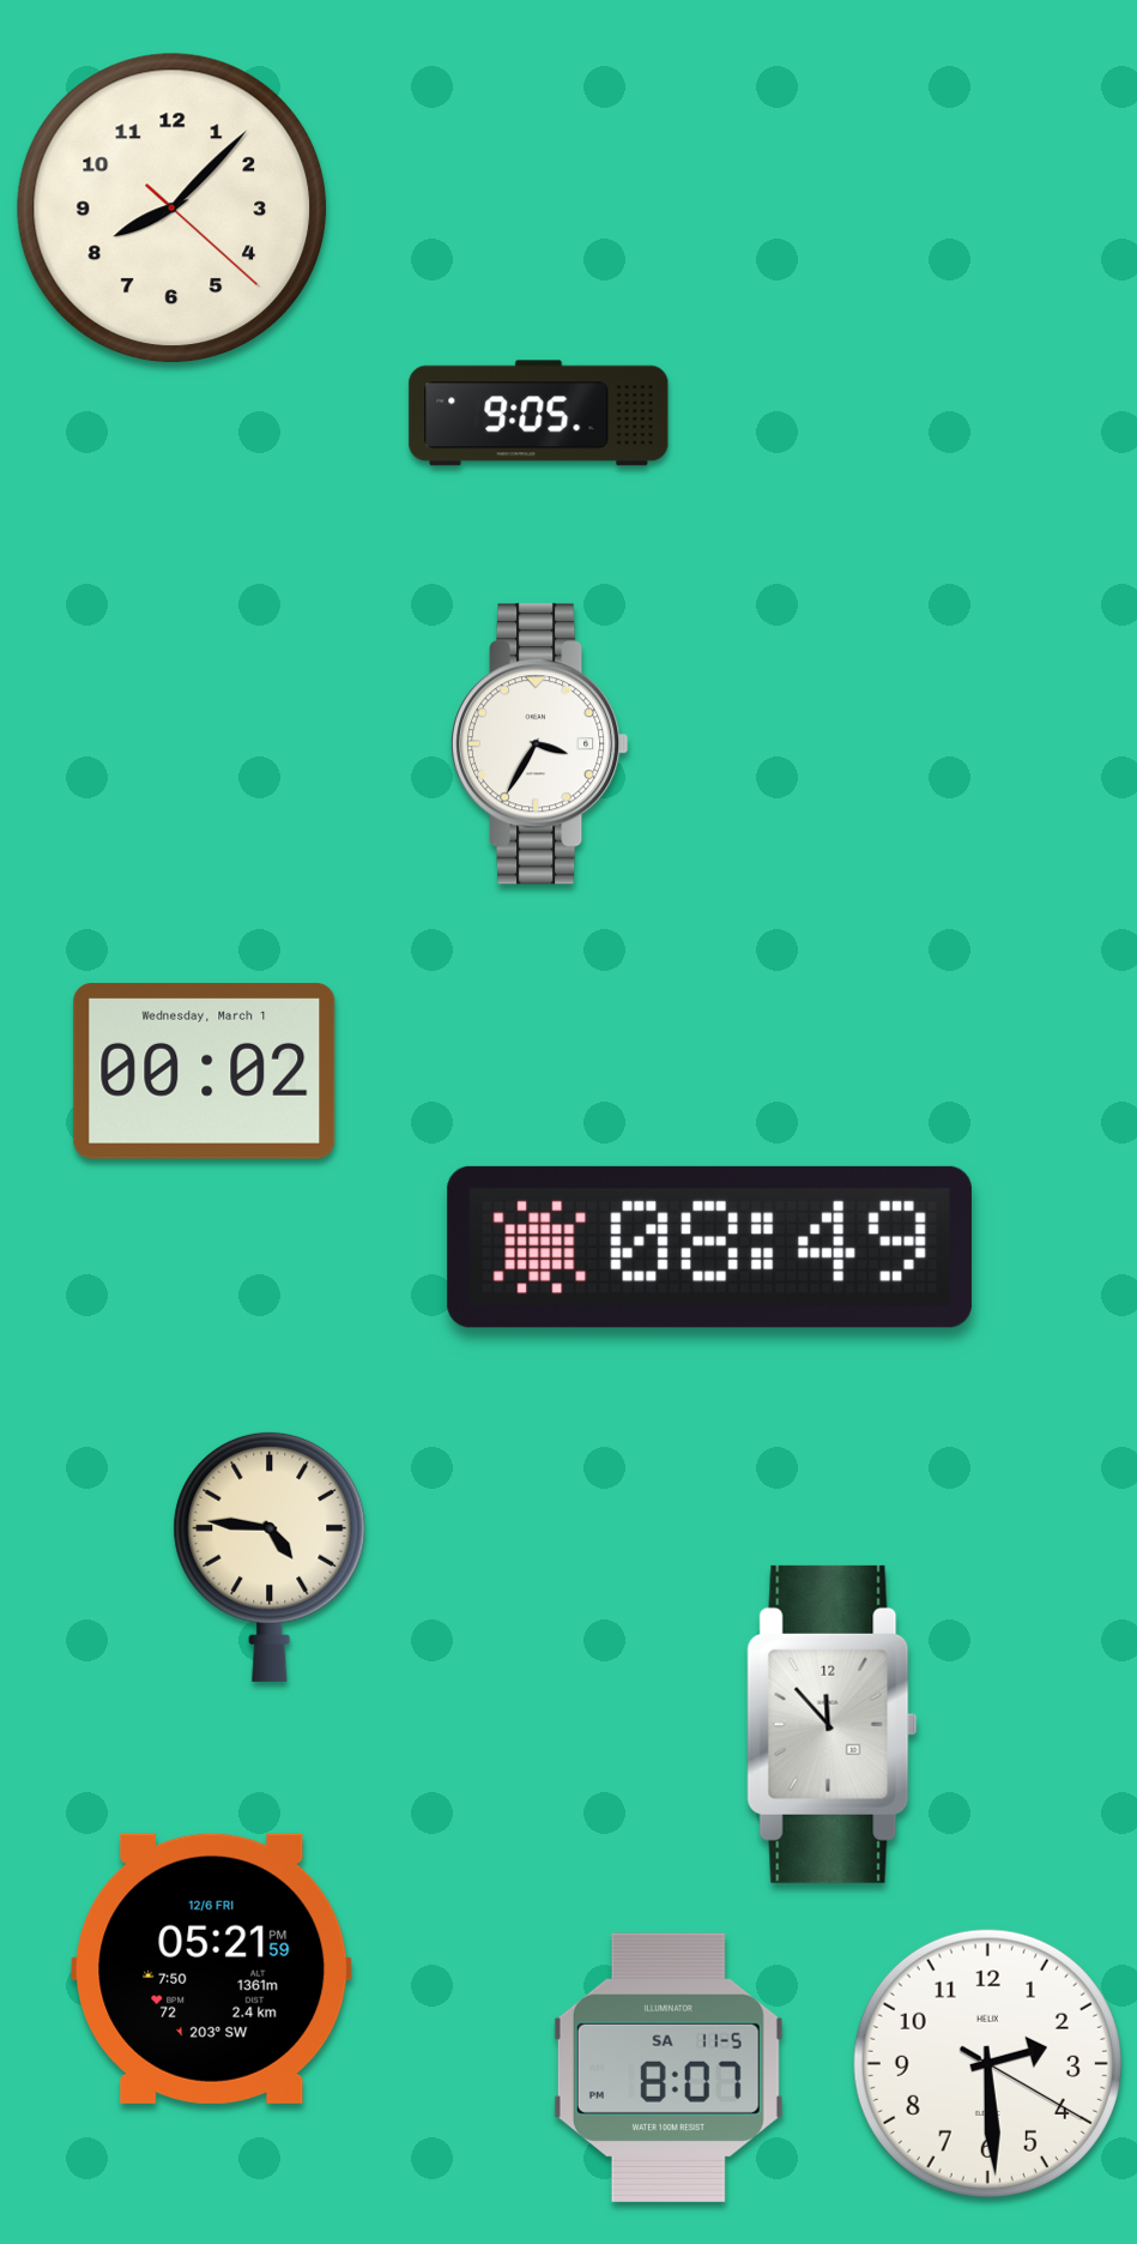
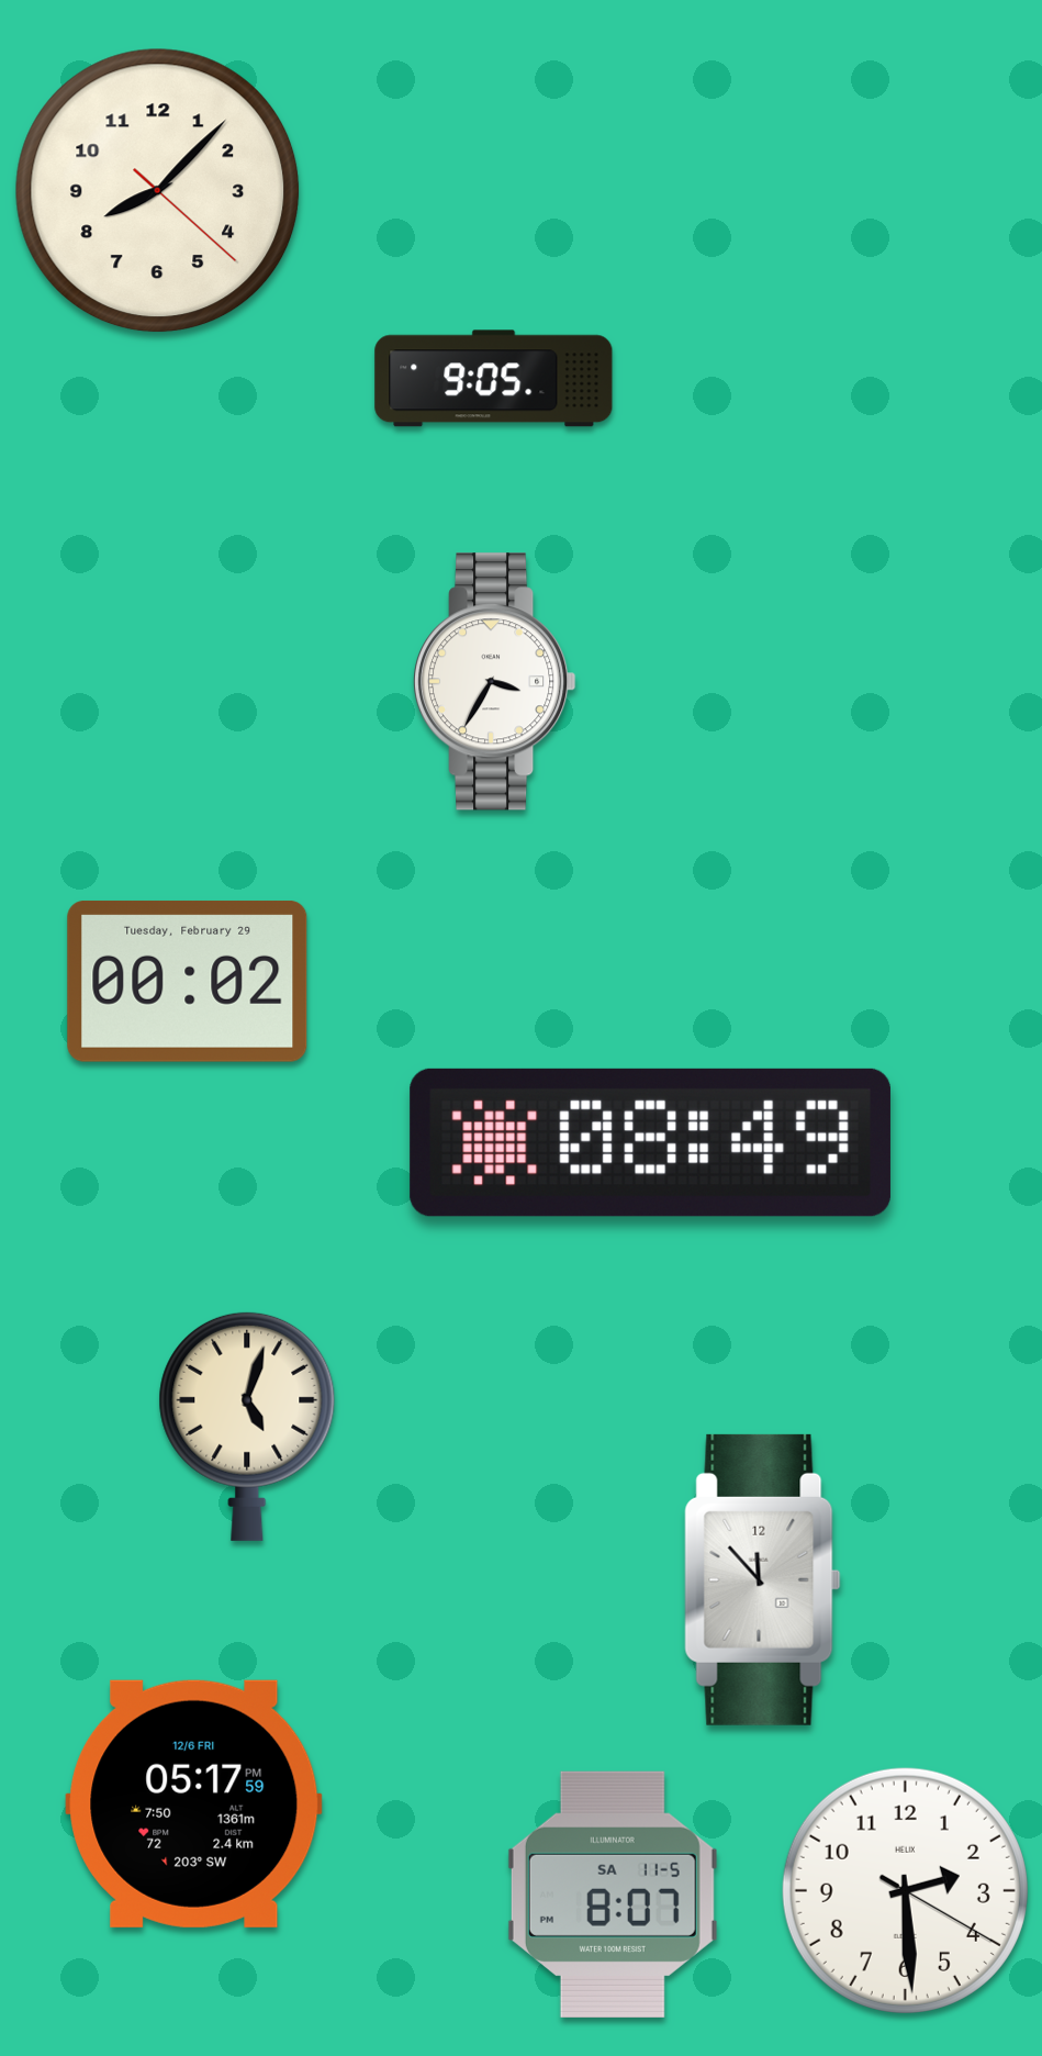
clock at (205, 1070) date: Wednesday, March 1 -> Tuesday, February 29
clock at (270, 1556): 4:46 -> 5:03
clock at (212, 1968): 05:21 -> 05:17
